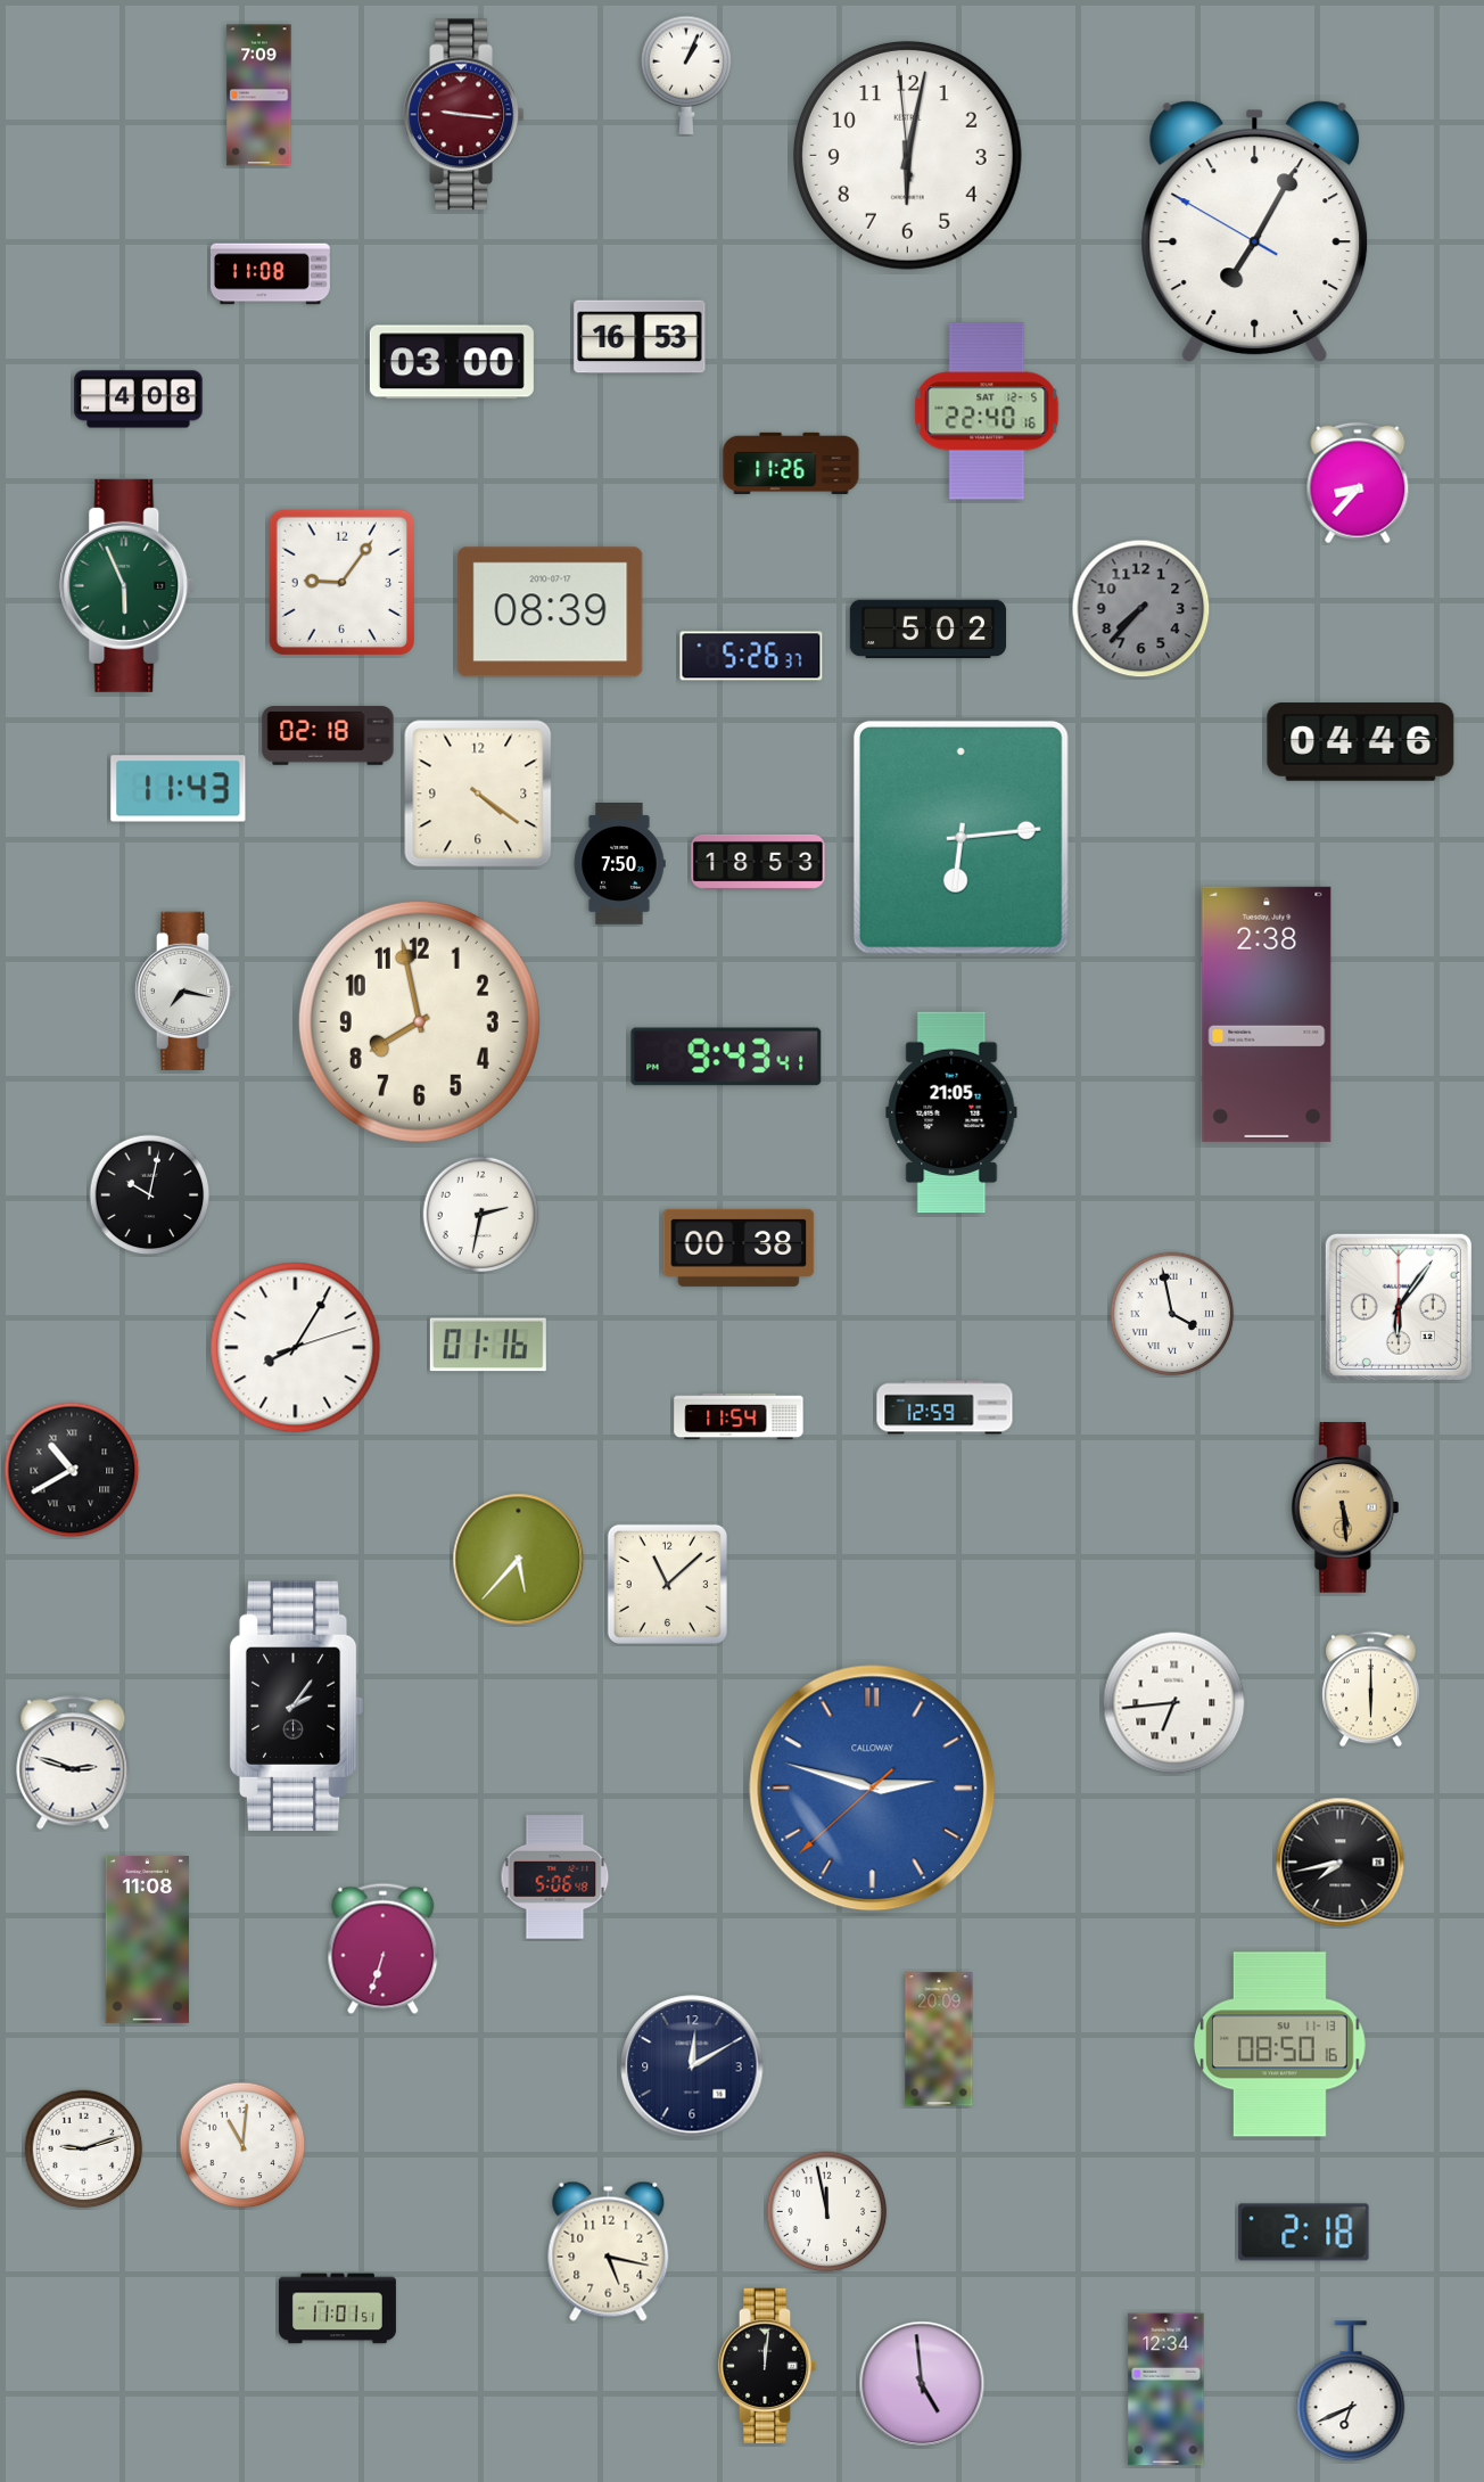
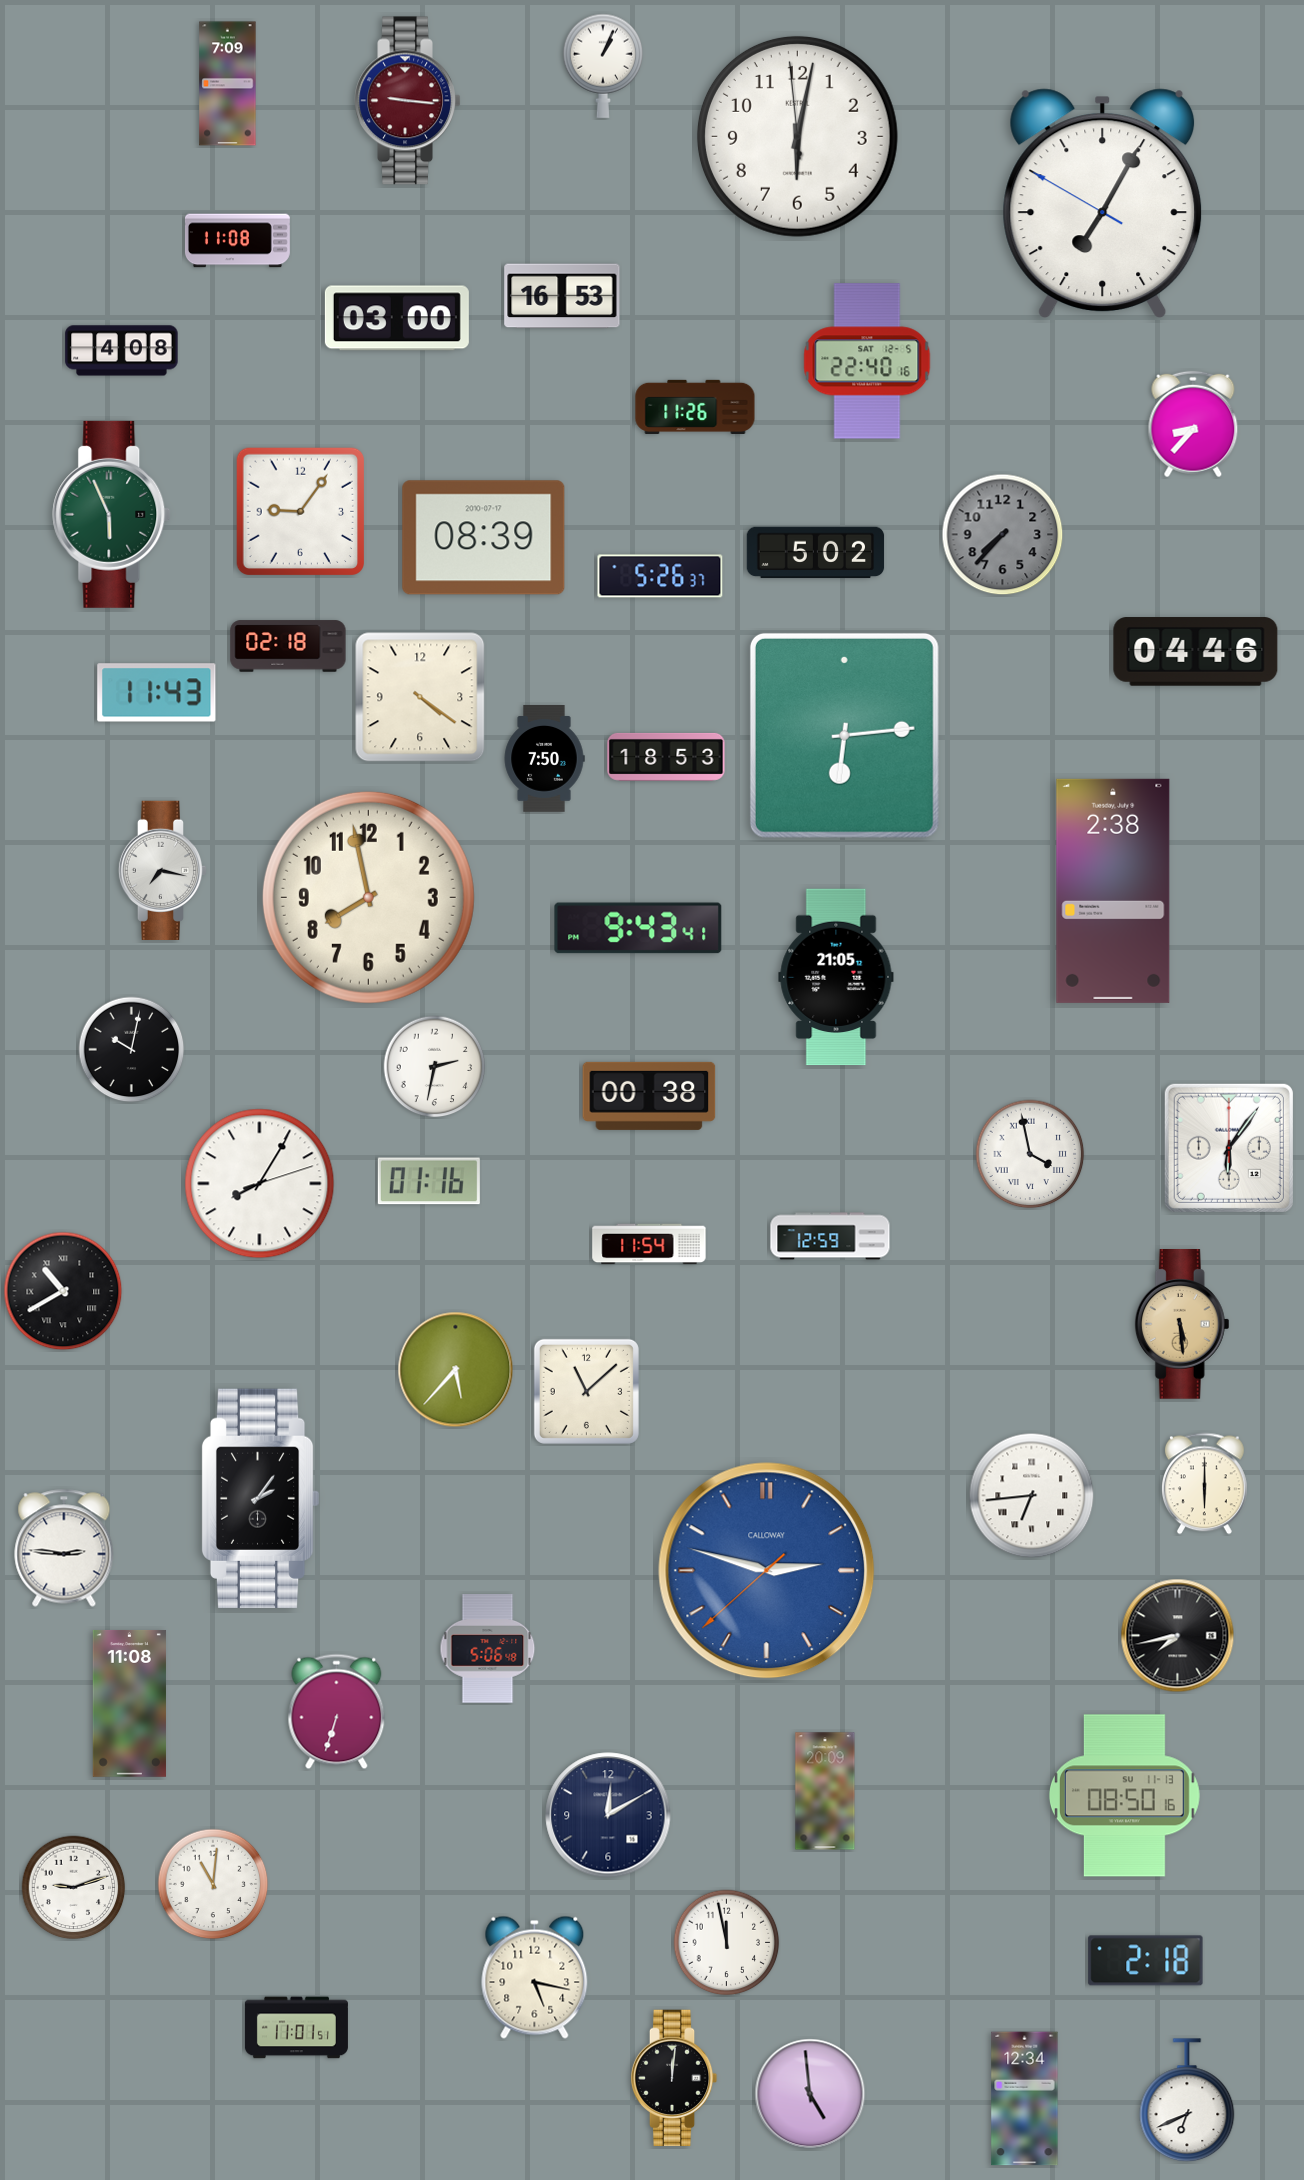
clock at (481, 1215) position: (481, 1215) -> (435, 1067)
clock at (73, 1762): 2:48 -> 2:46
